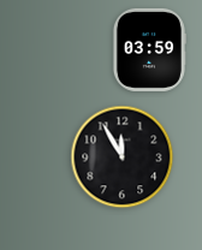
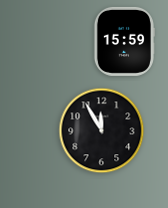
clock at (149, 49): 03:59 -> 15:59
